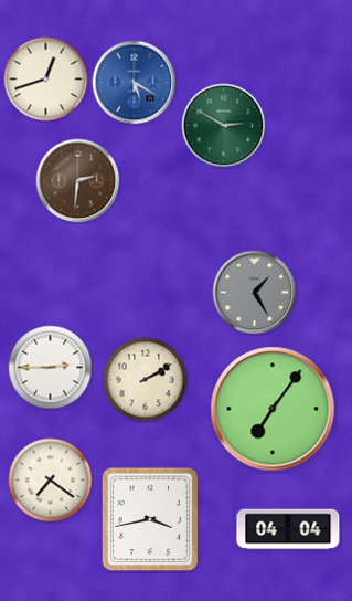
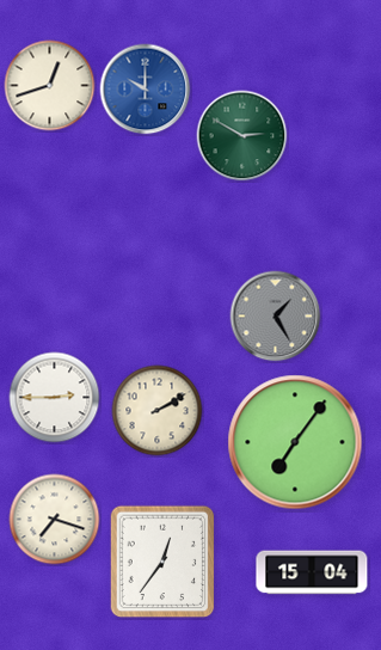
clock at (135, 83): 5:20 -> 10:00
clock at (78, 181): 2:31 -> none
clock at (51, 481): 7:21 -> 7:18
clock at (150, 519): 3:43 -> 12:36
clock at (288, 529): 04:04 -> 15:04
